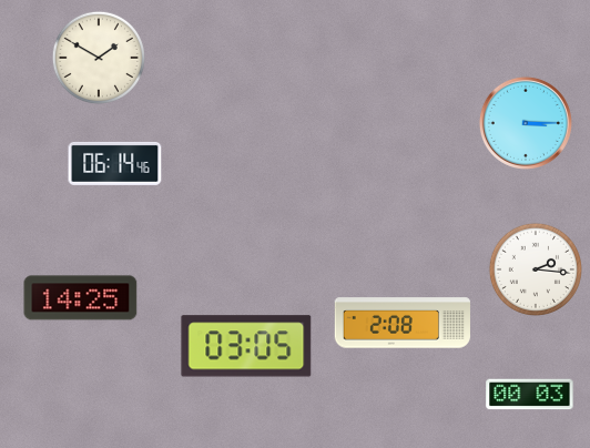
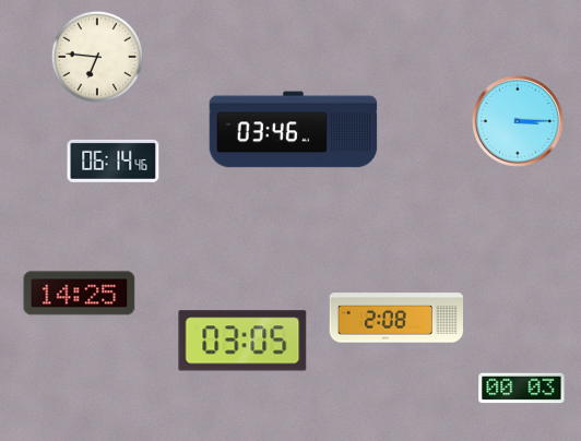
clock at (99, 58): 1:50 -> 6:46
clock at (294, 130): none -> 03:46
clock at (536, 269): 2:16 -> none
